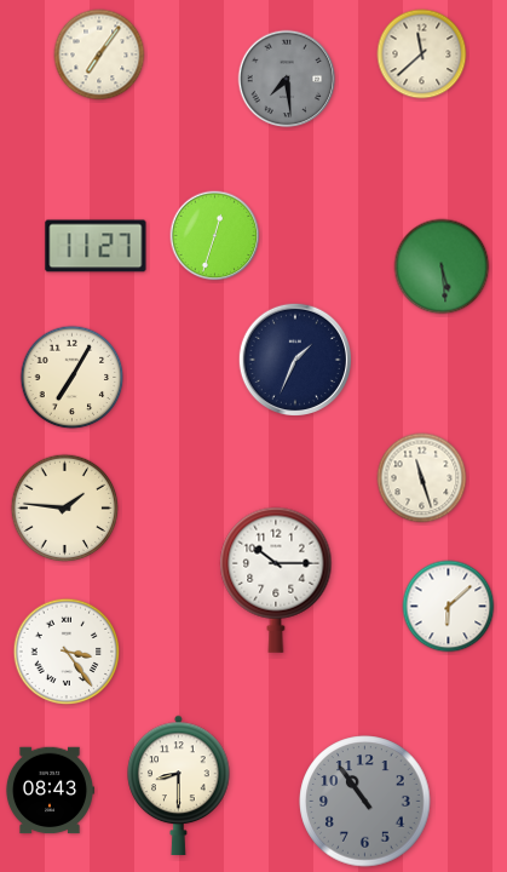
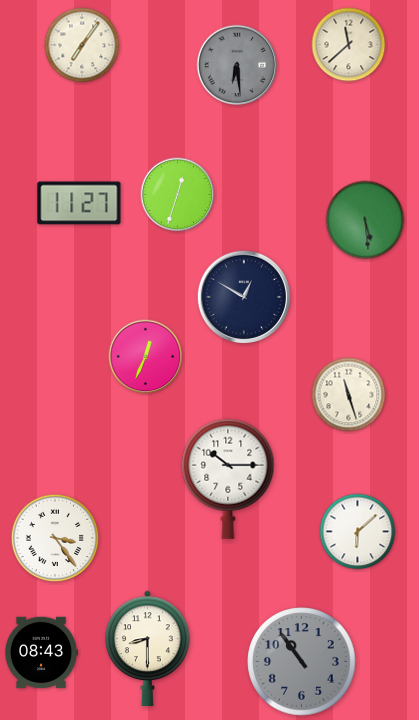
clock at (287, 79): 7:29 -> 6:29
clock at (294, 358): 1:34 -> 12:50
clock at (73, 378): 7:05 -> none
clock at (146, 357): none -> 12:34
clock at (65, 509): 1:46 -> none
clock at (449, 607) position: (449, 607) -> (358, 532)
